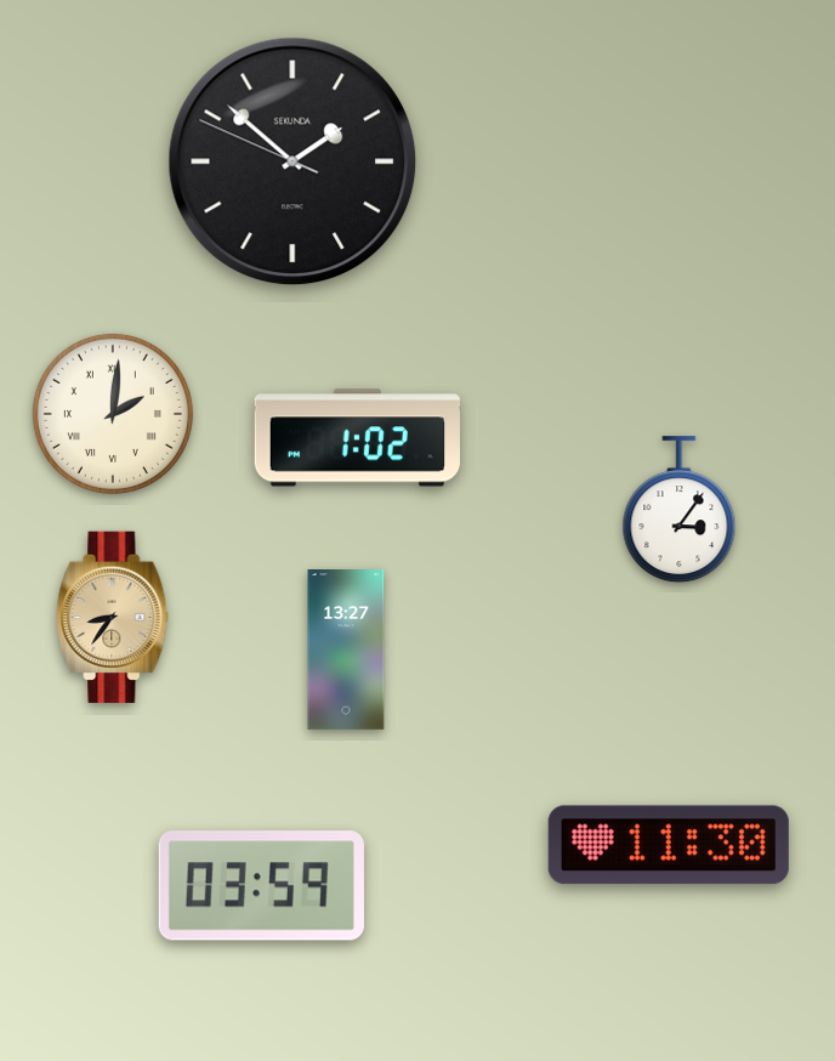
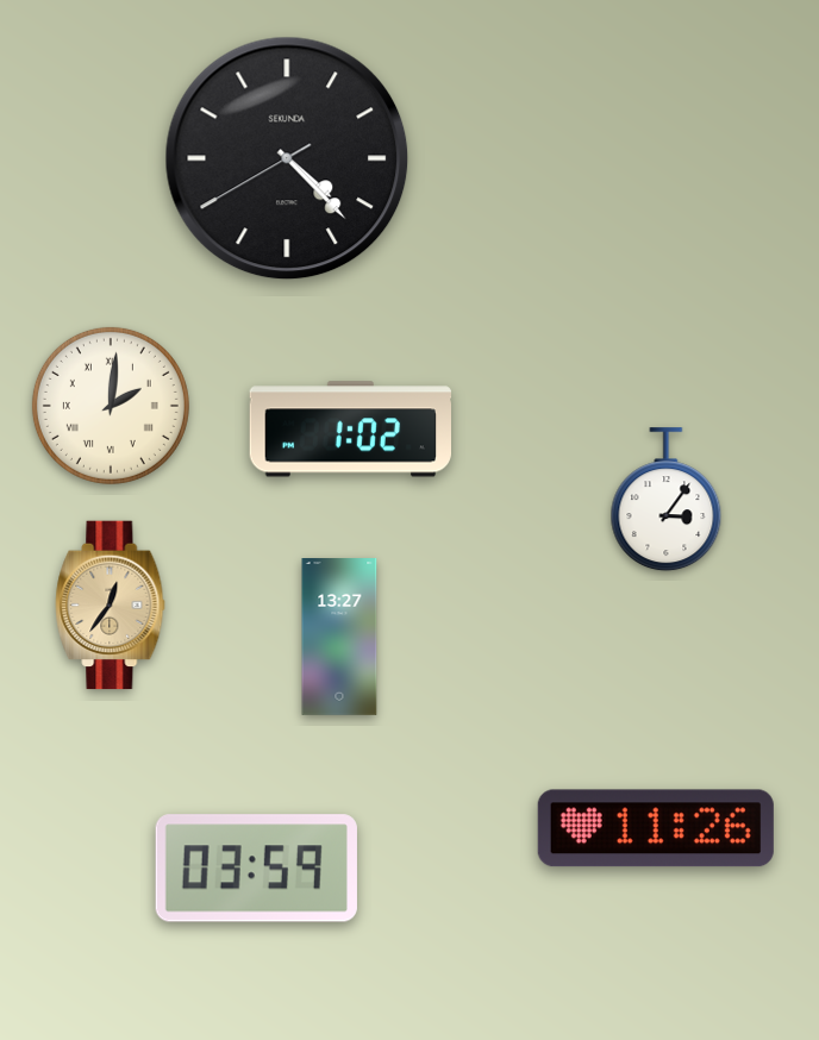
clock at (292, 161): 1:51 -> 4:22
clock at (113, 618): 8:36 -> 12:36
clock at (669, 845): 11:30 -> 11:26
